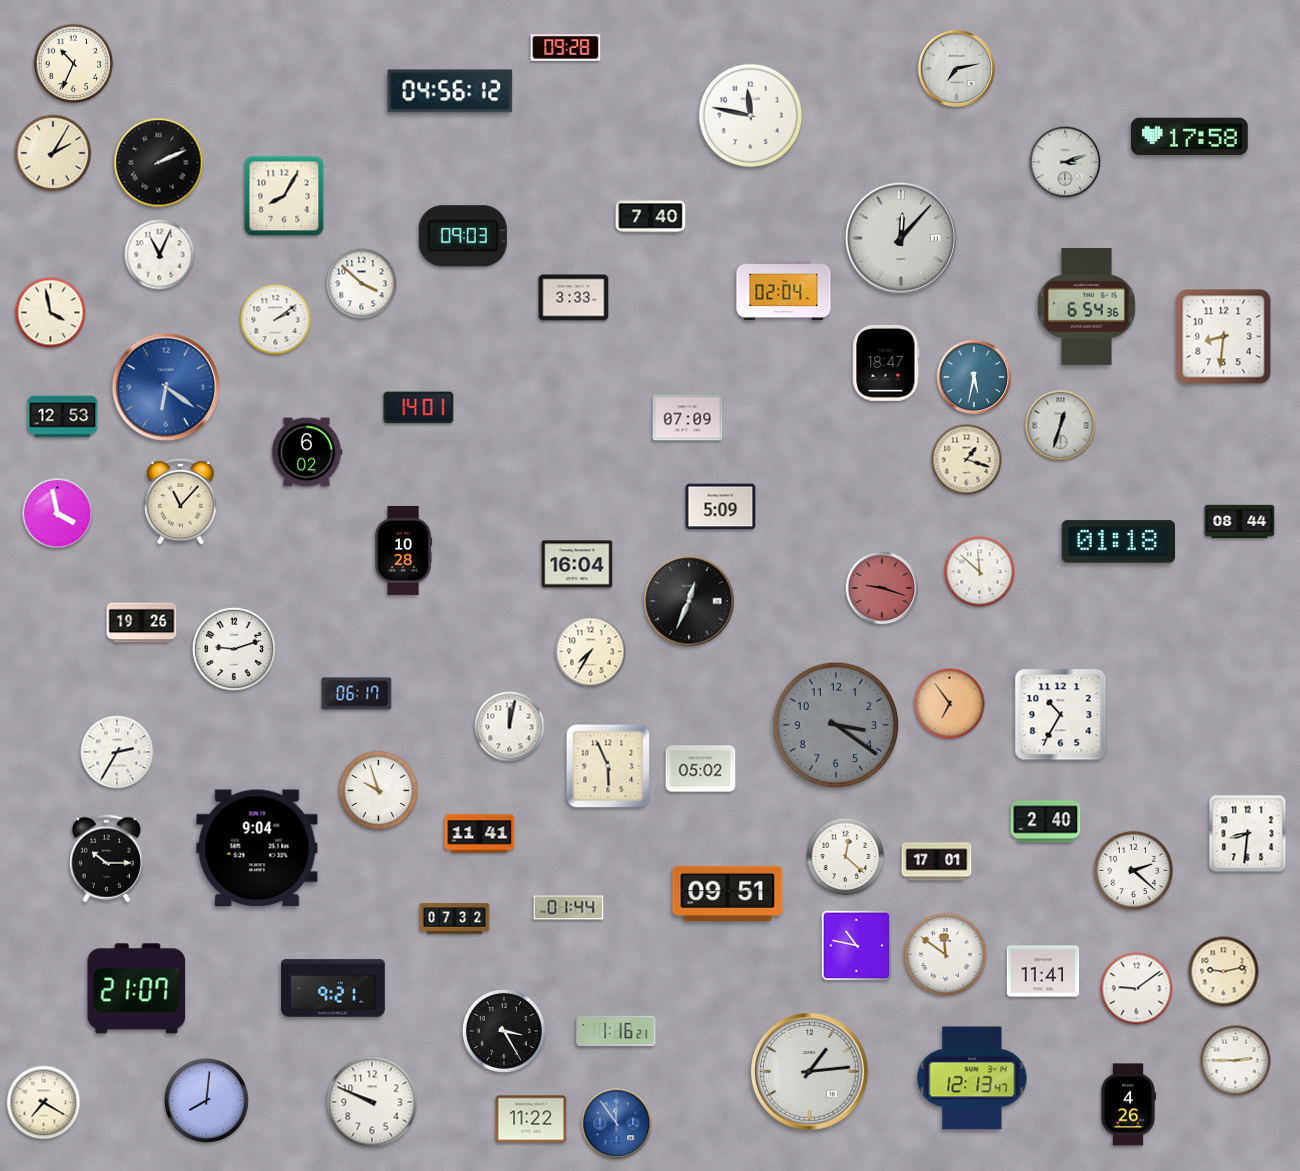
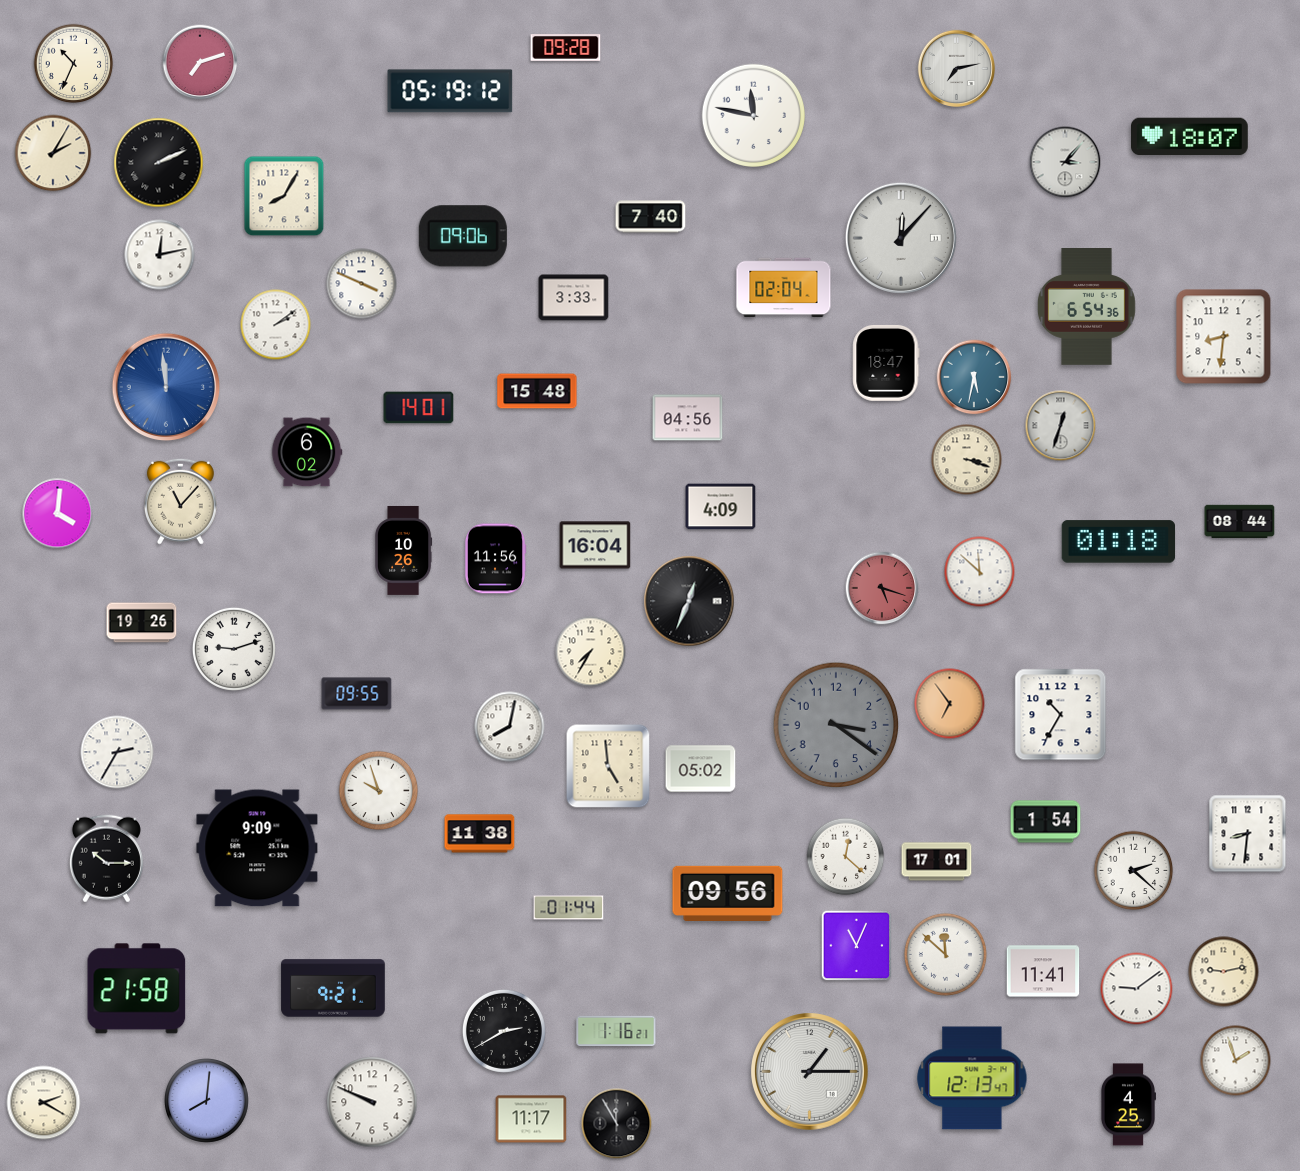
clock at (200, 62): none -> 7:12
clock at (450, 91): 04:56 -> 05:19
clock at (750, 115) position: (750, 115) -> (753, 115)
clock at (1189, 137): 17:58 -> 18:07
clock at (1065, 162): 3:12 -> 3:07
clock at (463, 236): 09:03 -> 09:06
clock at (160, 255): 11:04 -> 12:13
clock at (362, 284): 3:52 -> 3:49
clock at (784, 291) position: (784, 291) -> (784, 288)
clock at (51, 313): 3:58 -> none
clock at (276, 320) position: (276, 320) -> (276, 325)
clock at (166, 387): 6:21 -> 11:59
clock at (537, 391): none -> 15:48
clock at (63, 417): 12:53 -> none
clock at (688, 418): 07:09 -> 04:56
clock at (967, 460): 1:18 -> 3:18
clock at (721, 507): 5:09 -> 4:09
clock at (58, 514): 3:58 -> 4:01
clock at (403, 550): 10:28 -> 10:26
clock at (495, 559): none -> 11:56
clock at (577, 564) position: (577, 564) -> (595, 545)
clock at (882, 588): 9:18 -> 5:18
clock at (357, 694): 06:17 -> 09:55
clock at (510, 727): 12:02 -> 8:02
clock at (608, 766): 5:56 -> 4:59
clock at (1046, 822): 2:40 -> 1:54
clock at (480, 834): 11:41 -> 11:38
clock at (257, 848): 9:04 -> 9:09
clock at (728, 893): 09:51 -> 09:56
clock at (455, 919): 07:32 -> none
clock at (857, 946): 10:47 -> 11:04
clock at (945, 954): 11:51 -> 11:52
clock at (137, 989): 21:07 -> 21:58
clock at (504, 1031): 3:25 -> 2:40
clock at (1236, 1061): 2:45 -> 1:57
clock at (810, 1072): 1:14 -> 1:15
clock at (44, 1103): 7:20 -> 2:20
clock at (1127, 1105): 4:26 -> 4:25
clock at (531, 1119): 11:22 -> 11:17
clock at (617, 1124): 11:54 -> 11:55
clock at (617, 1124) dial: blue -> black
